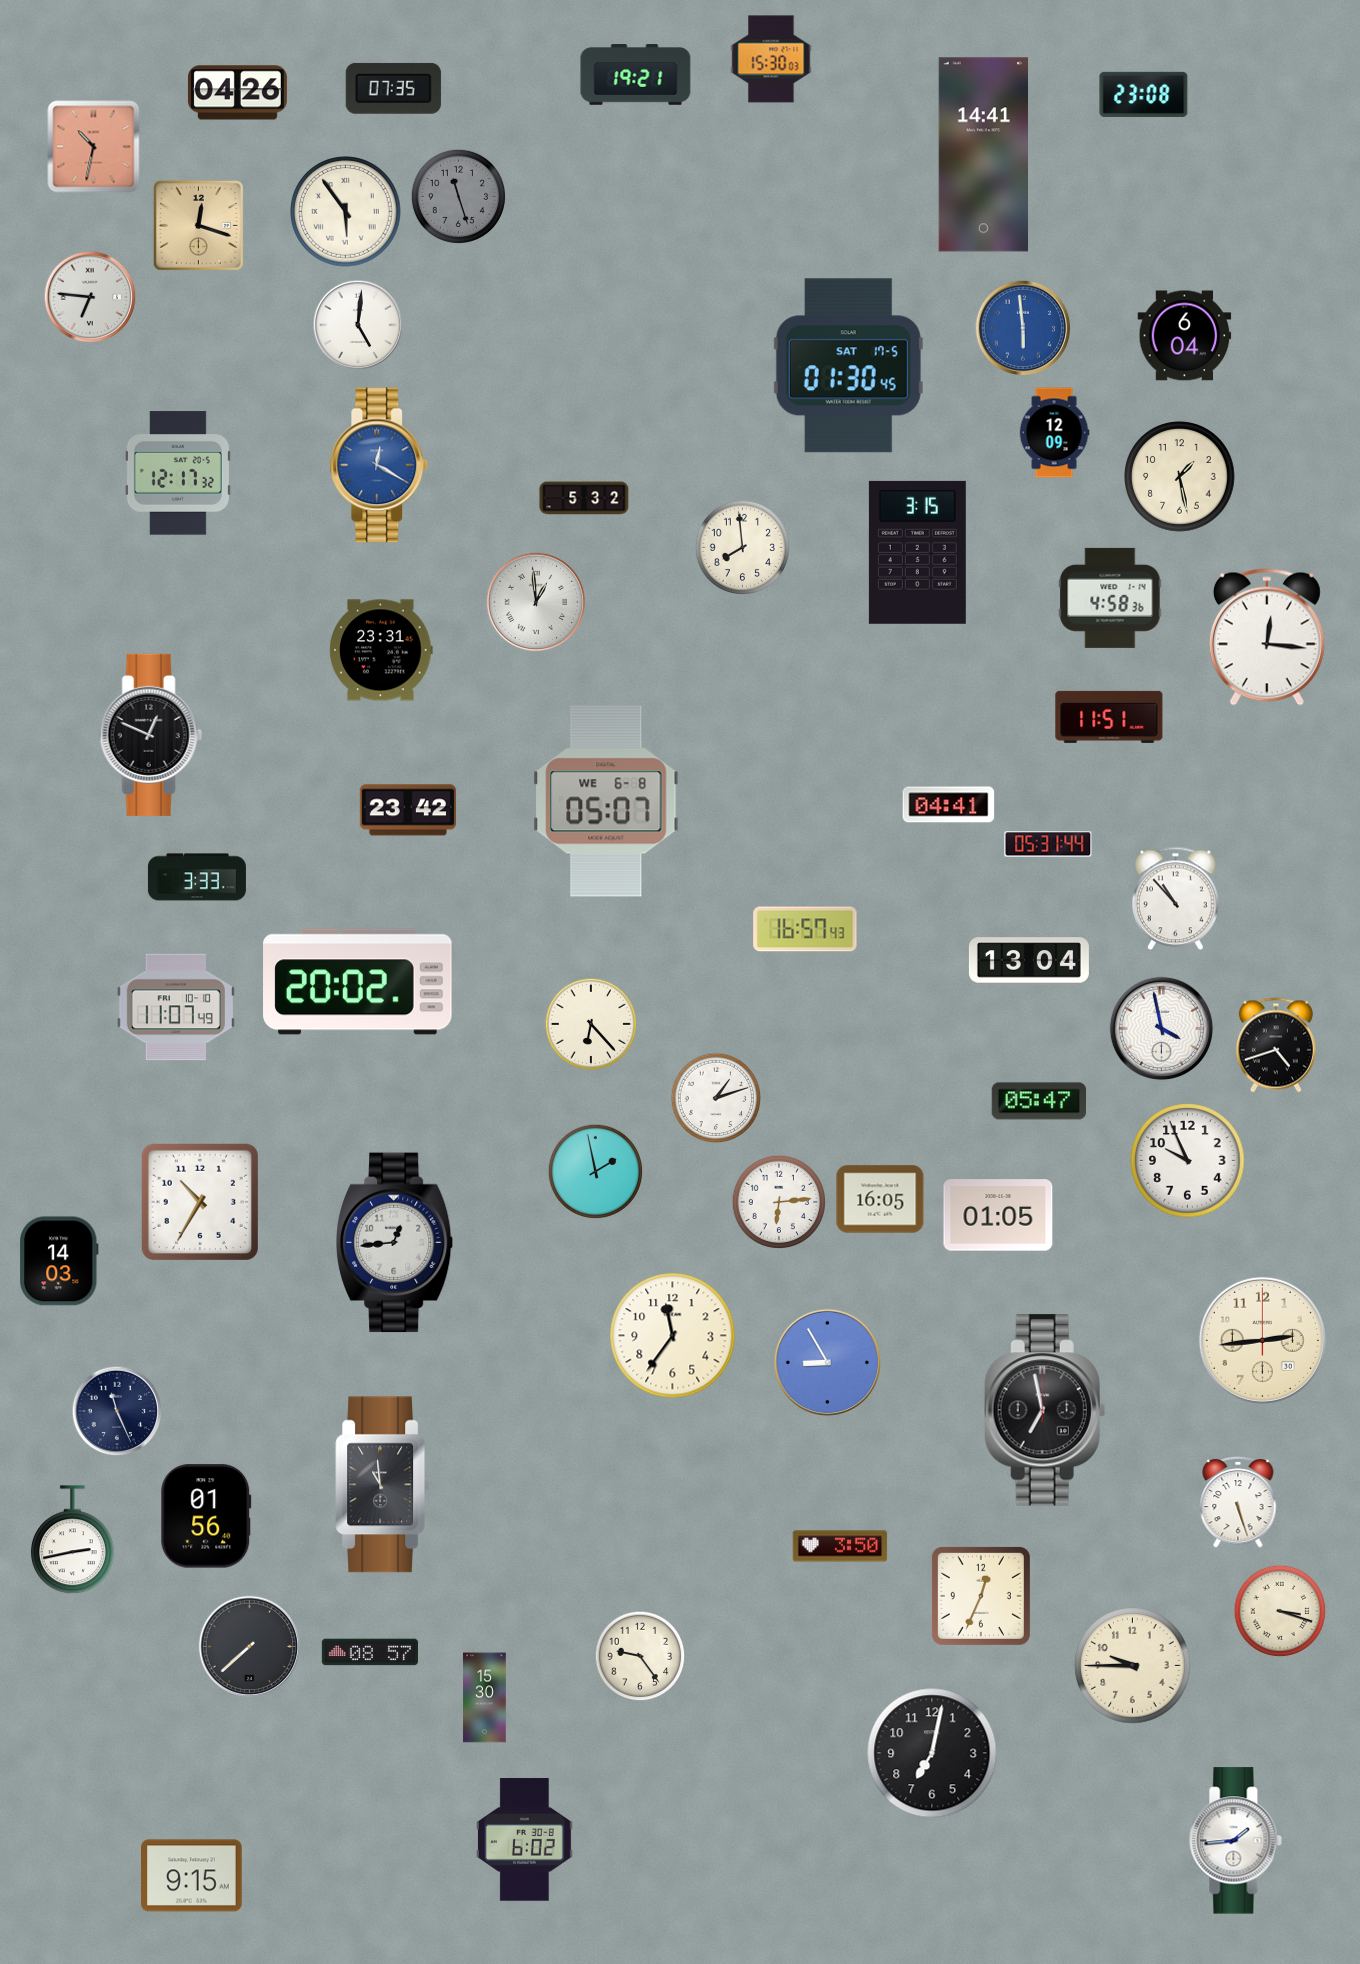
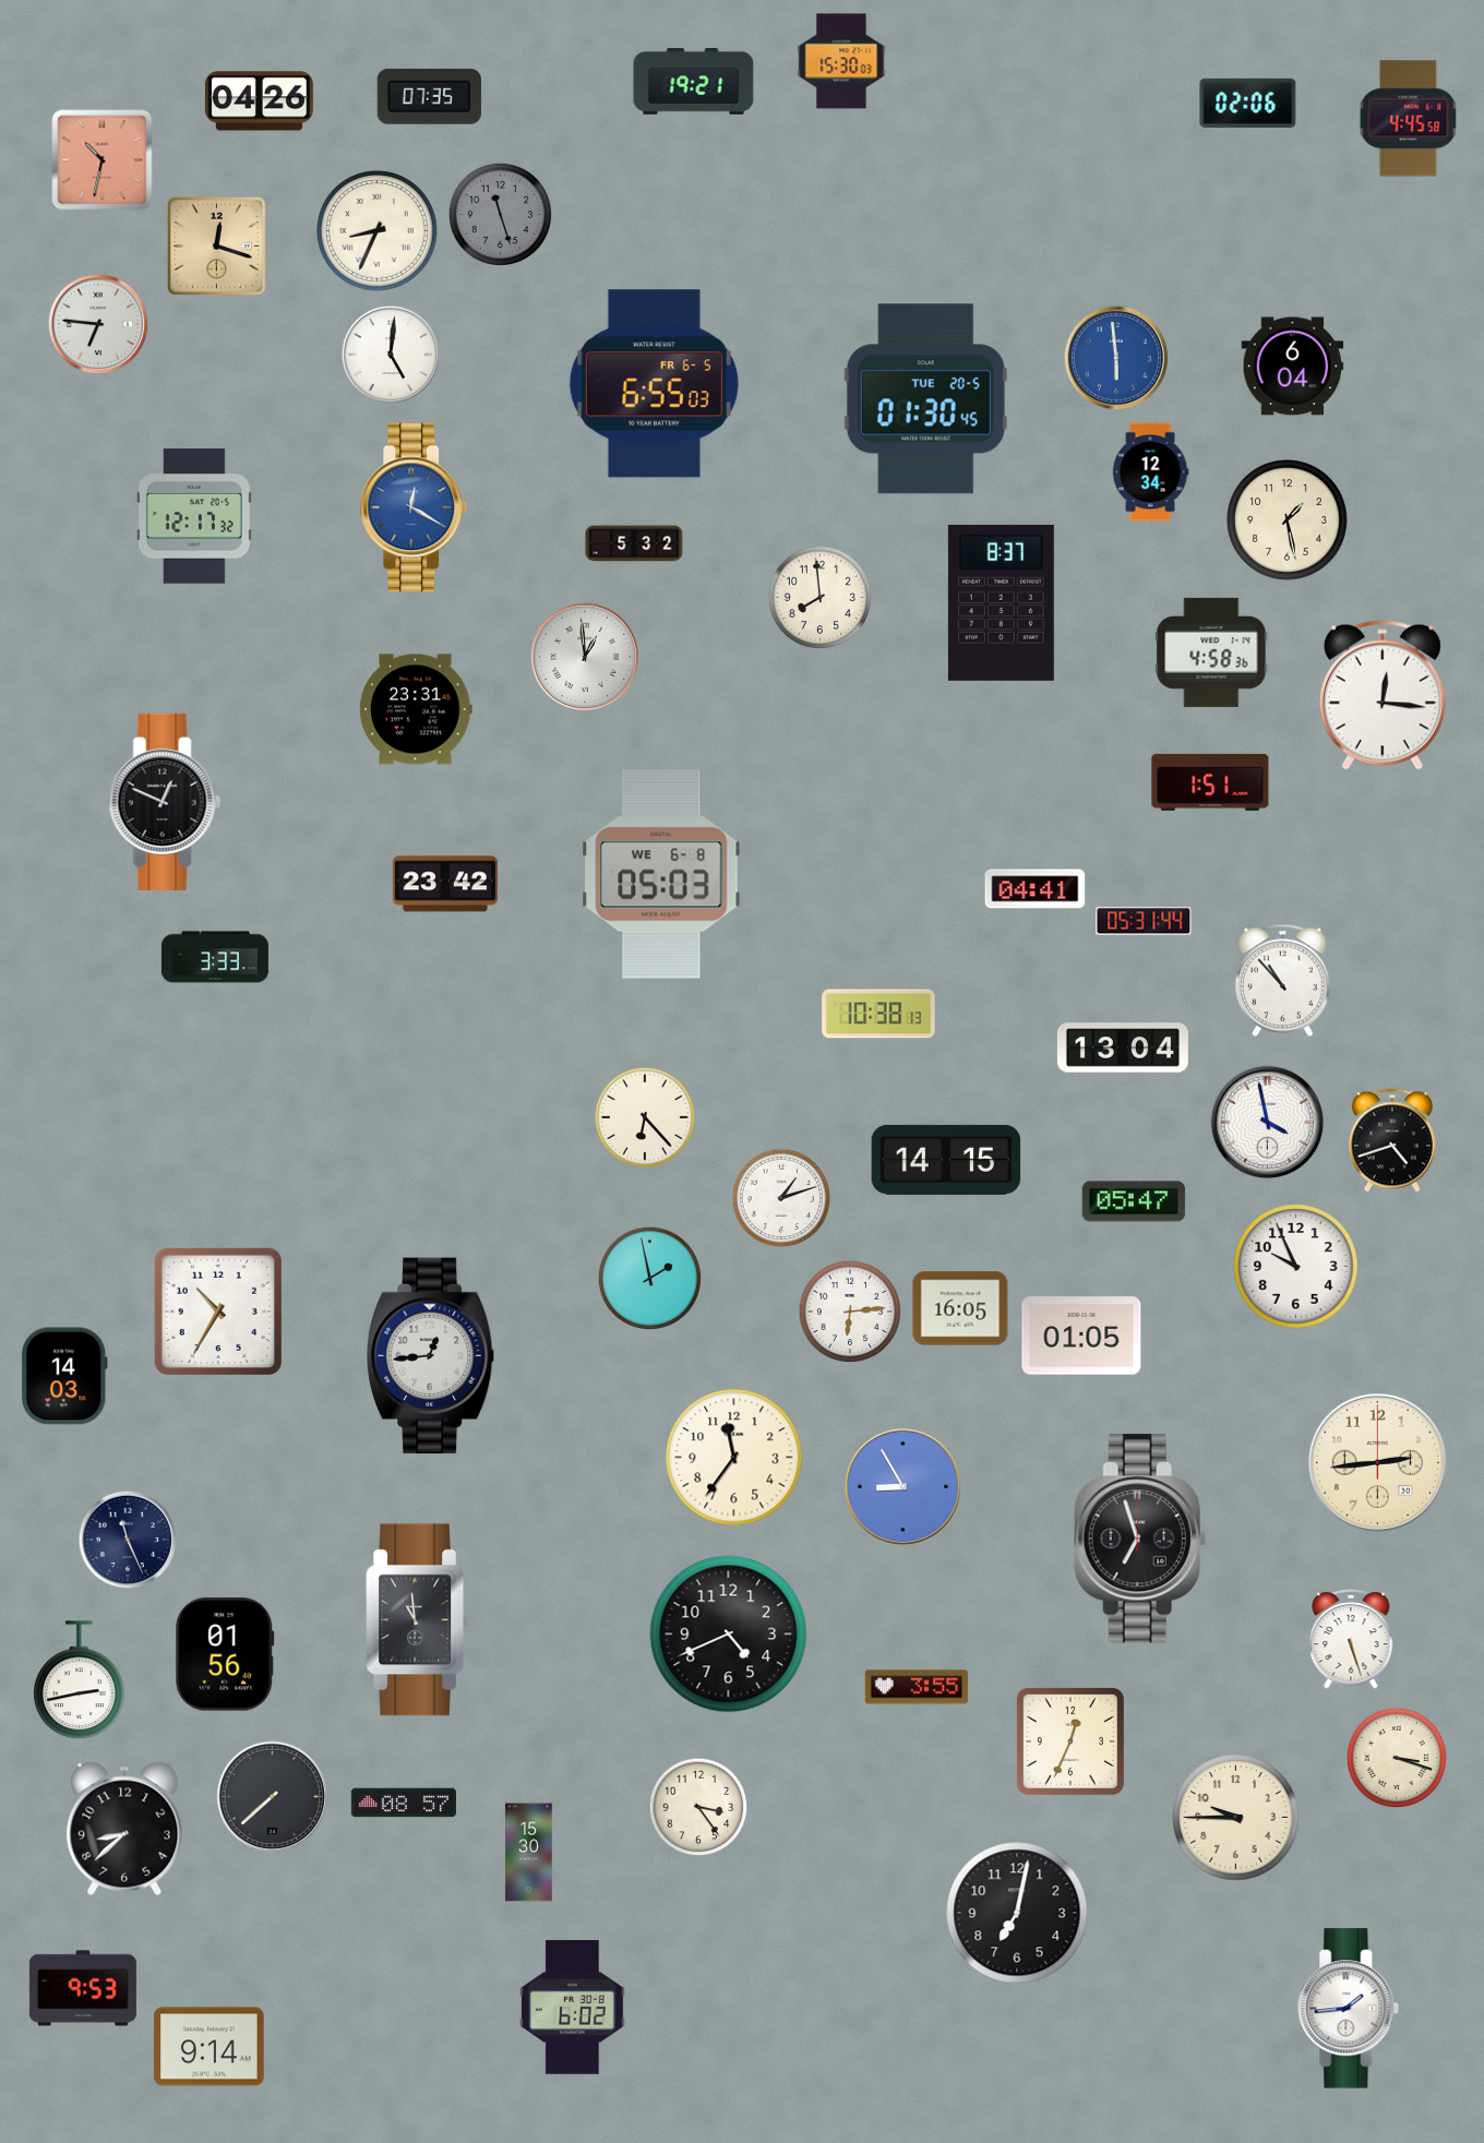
clock at (771, 59) position: (771, 59) -> (841, 61)
clock at (1144, 94): 23:08 -> 02:06
clock at (1409, 119): none -> 4:45
clock at (983, 155): 14:41 -> none
clock at (346, 212): 5:54 -> 8:34
clock at (654, 384): none -> 6:55
clock at (848, 366) date: SAT 17-5 -> TUE 20-5
clock at (1054, 433): 12:09 -> 12:34
clock at (584, 498) position: (584, 498) -> (634, 543)
clock at (742, 547) position: (742, 547) -> (819, 597)
clock at (917, 552): 3:15 -> 8:37
clock at (1109, 717): 11:51 -> 1:51
clock at (606, 801): 05:07 -> 05:03
clock at (949, 805) position: (949, 805) -> (1036, 889)
clock at (805, 929): 16:57 -> 10:38
clock at (358, 982): 20:02 -> none
clock at (176, 1007): 11:07 -> none
clock at (946, 1160): none -> 14:15
clock at (998, 1215) position: (998, 1215) -> (1081, 1336)
clock at (1045, 1410): 6:58 -> 6:57
clock at (729, 1635): none -> 4:41
clock at (840, 1546): 3:50 -> 3:55
clock at (640, 1656): 9:24 -> 3:24
clock at (124, 1829): none -> 8:38
clock at (83, 1988): none -> 9:53
clock at (192, 1876): 9:15 -> 9:14
